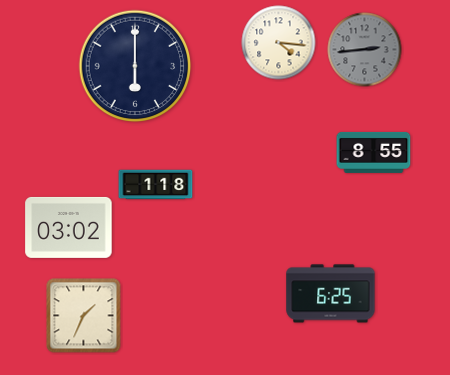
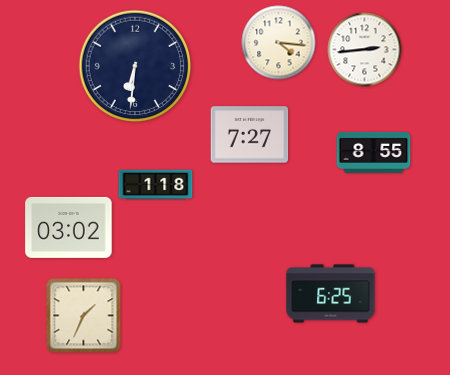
clock at (365, 50) dial: grey -> white
clock at (135, 66): 6:00 -> 6:31
clock at (250, 135): none -> 7:27
